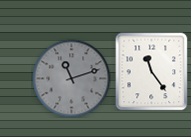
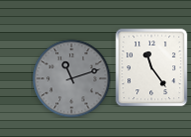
clock at (152, 71) position: (152, 71) -> (152, 67)
